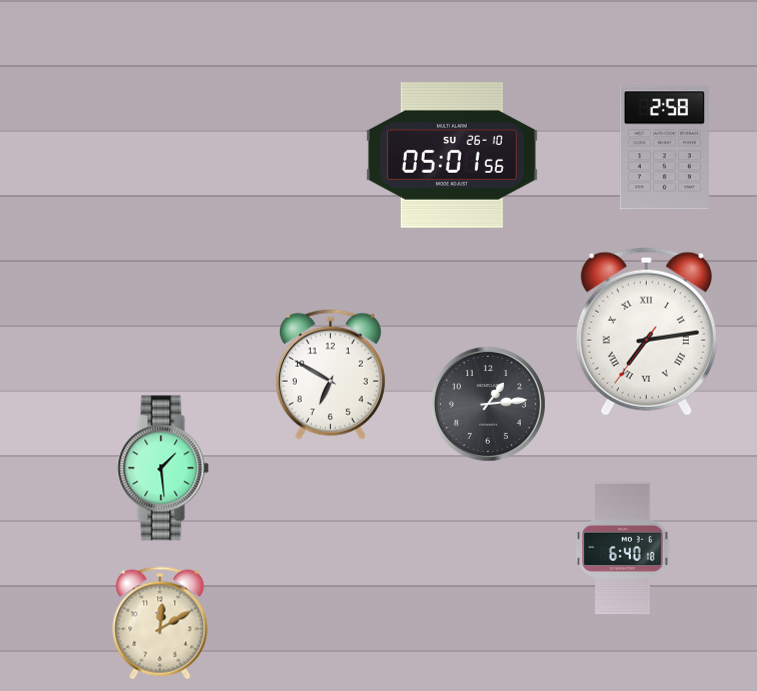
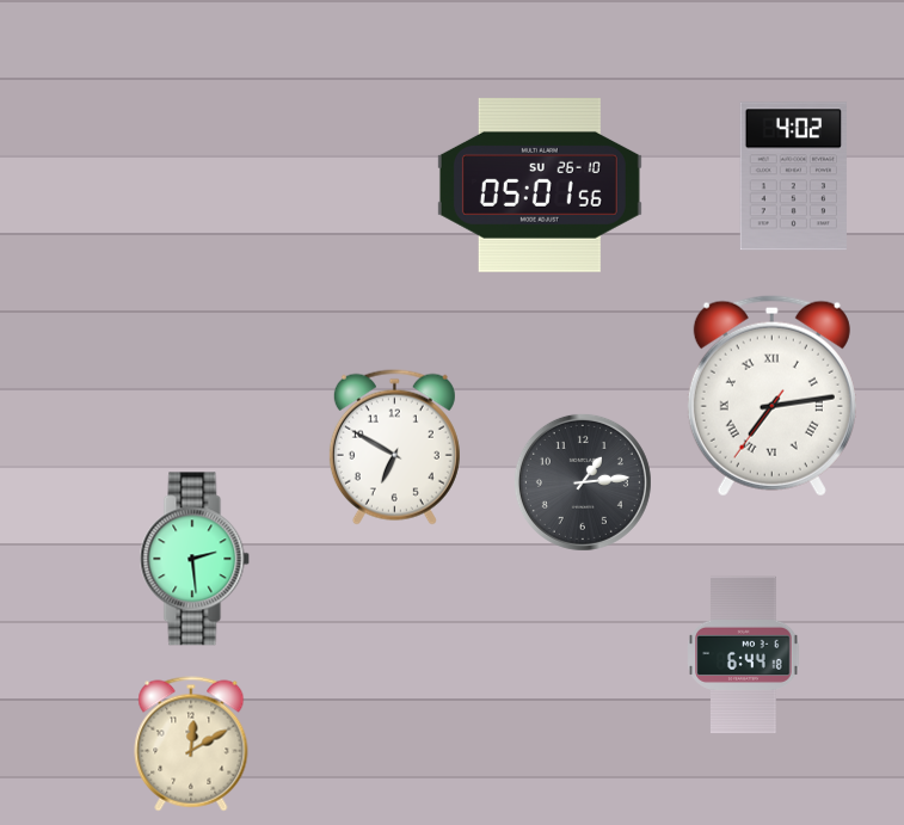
clock at (664, 148): 2:58 -> 4:02
clock at (163, 468): 1:29 -> 2:29
clock at (623, 549): 6:40 -> 6:44
